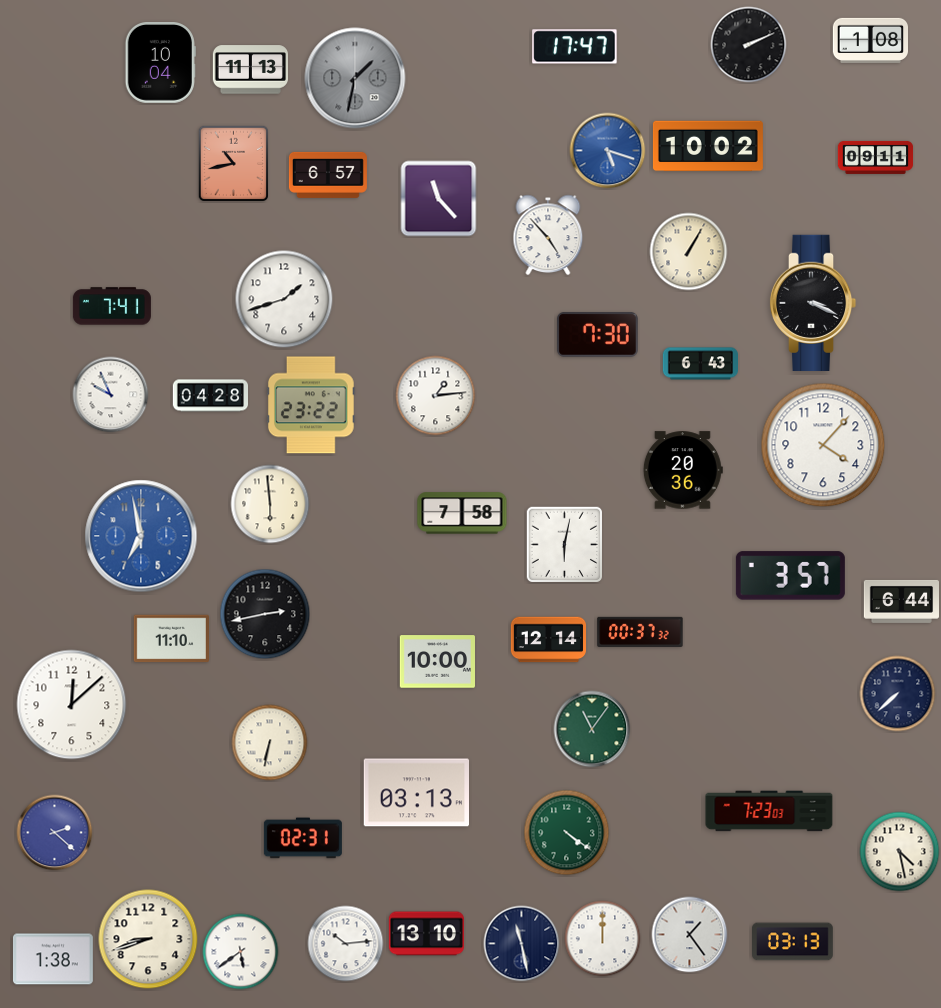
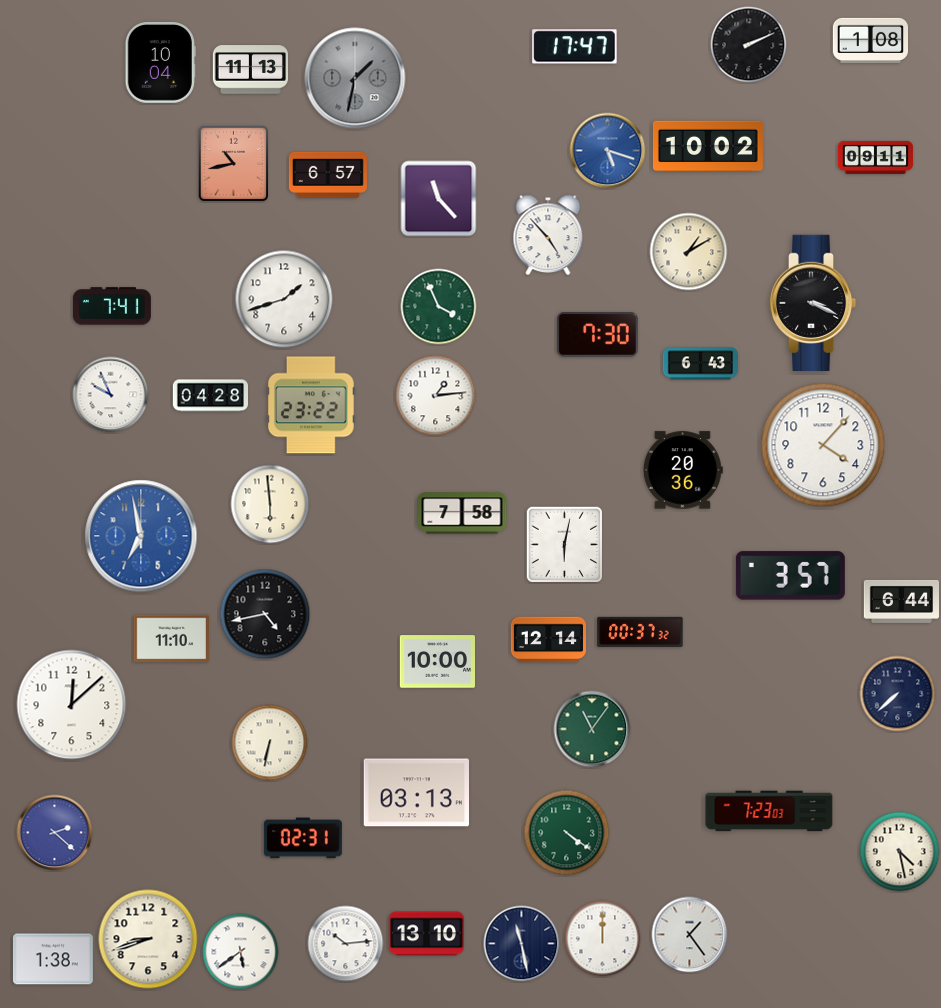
clock at (689, 252): 1:05 -> 1:10
clock at (439, 307): none -> 3:56
clock at (265, 614): 2:43 -> 4:43
clock at (793, 942): 03:13 -> none
